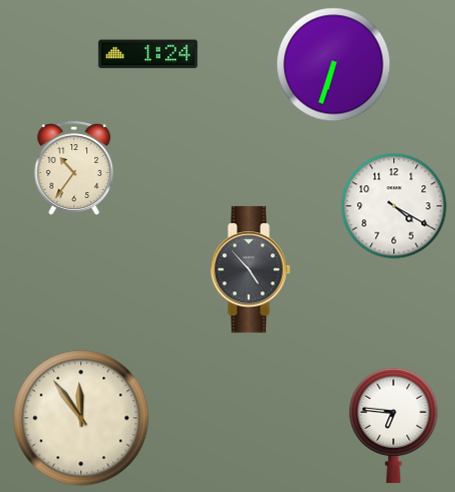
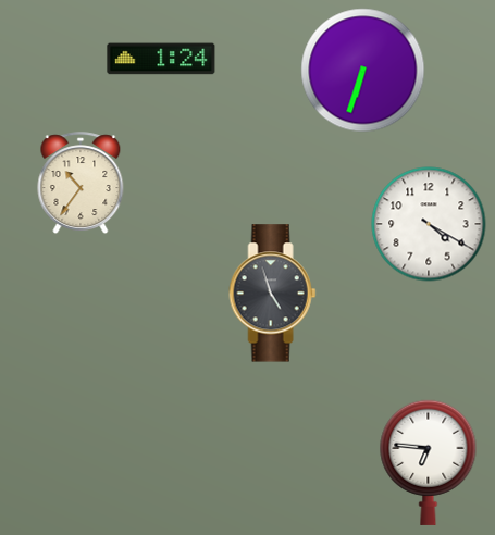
clock at (251, 270): 4:53 -> 4:57
clock at (81, 418): 11:54 -> none
